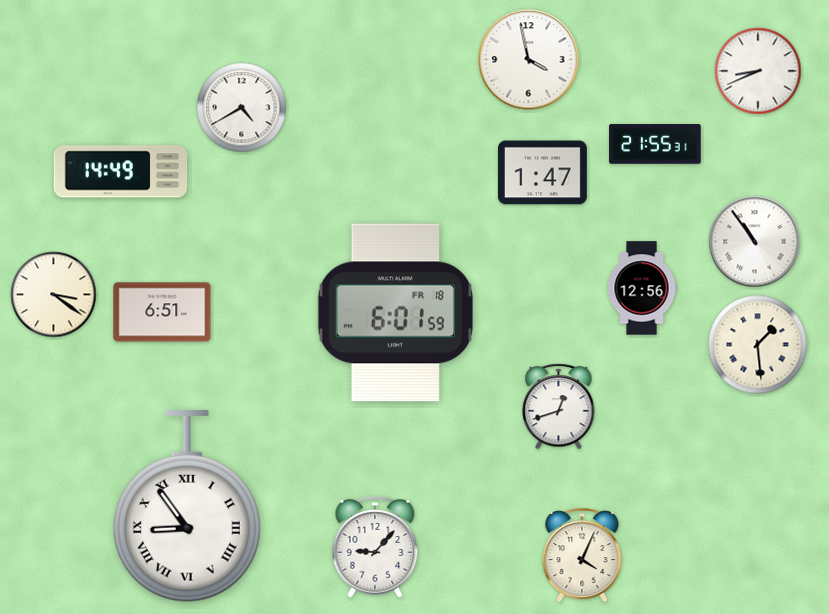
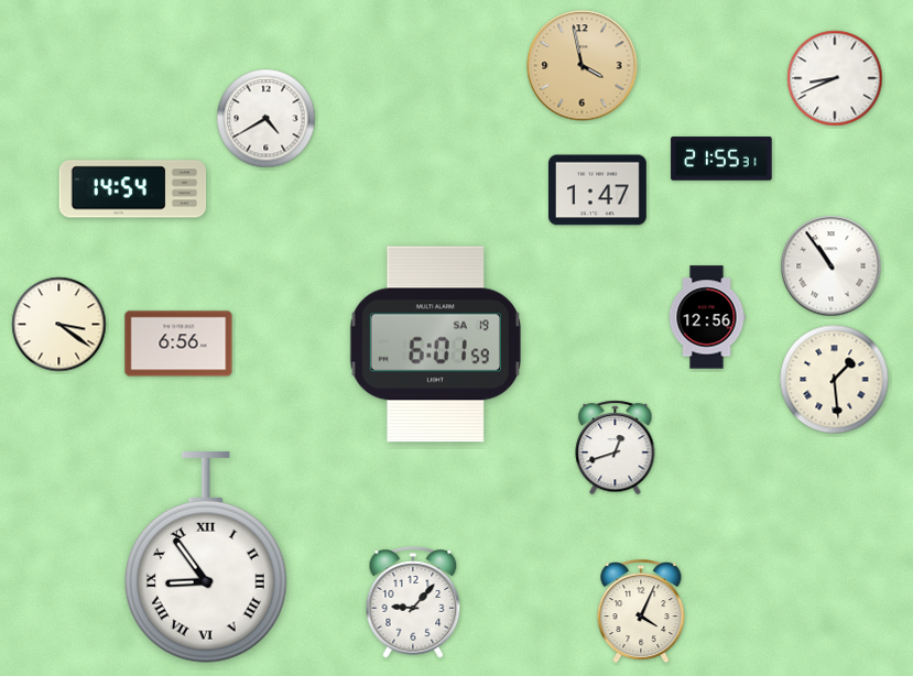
clock at (529, 60) dial: white -> champagne
clock at (121, 172): 14:49 -> 14:54
clock at (162, 312): 6:51 -> 6:56
clock at (395, 313) date: FR 18 -> SA 19
